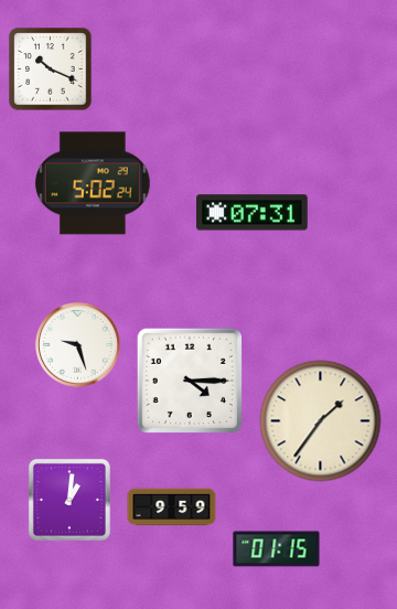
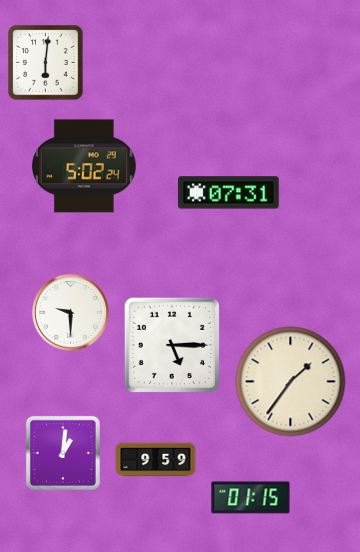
clock at (51, 70): 10:19 -> 6:01
clock at (77, 344): 9:27 -> 9:30
clock at (190, 381): 4:15 -> 5:15
